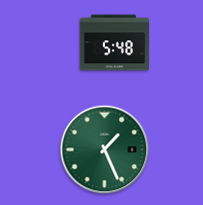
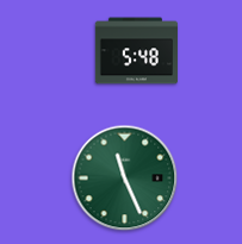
clock at (105, 150): 1:26 -> 11:26
